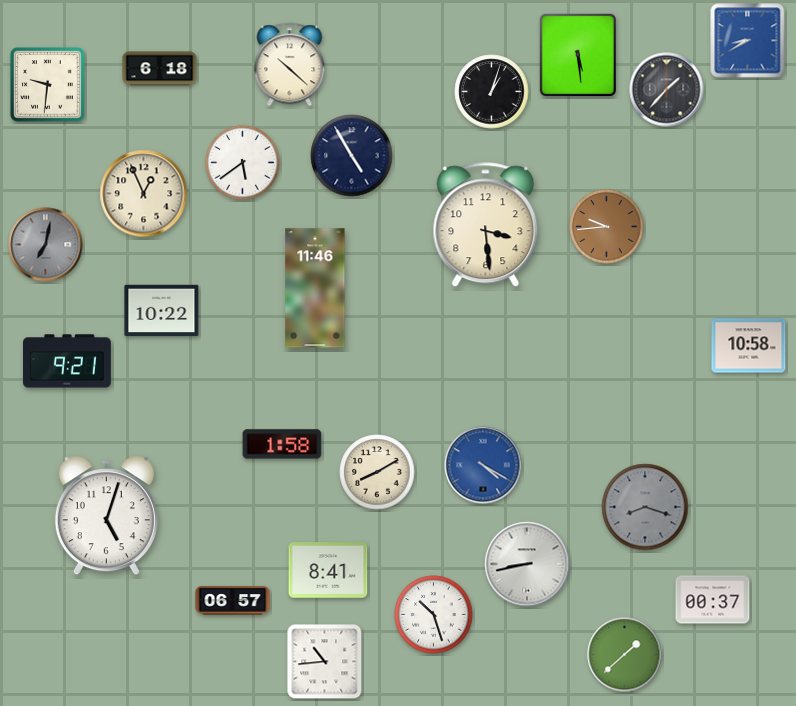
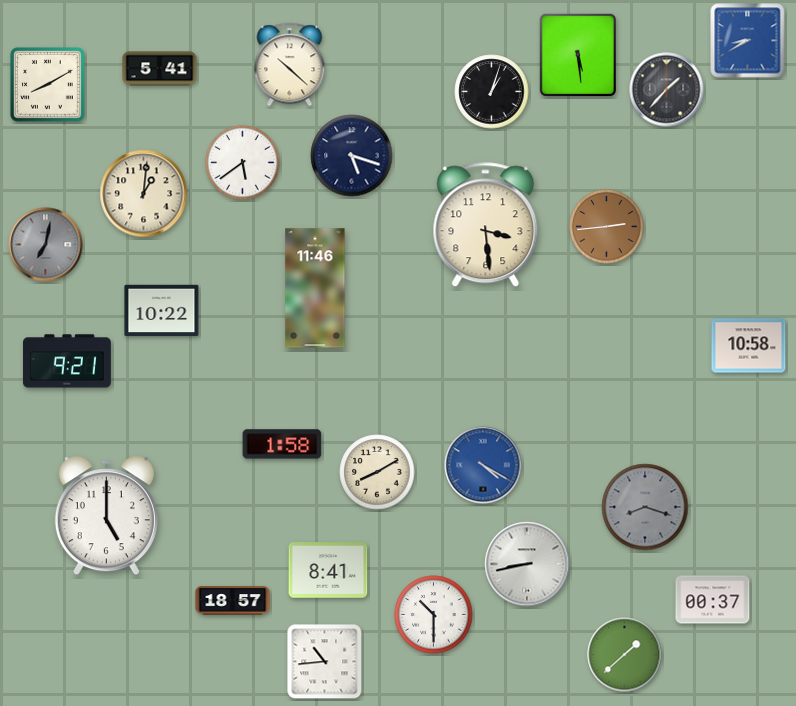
clock at (160, 69): 6:18 -> 5:41
clock at (48, 85): 9:31 -> 8:10
clock at (352, 156): 4:55 -> 5:18
clock at (144, 194): 12:56 -> 1:01
clock at (607, 227): 9:44 -> 2:44
clock at (106, 516): 5:03 -> 5:00
clock at (233, 601): 06:57 -> 18:57
clock at (434, 615): 10:27 -> 10:30
